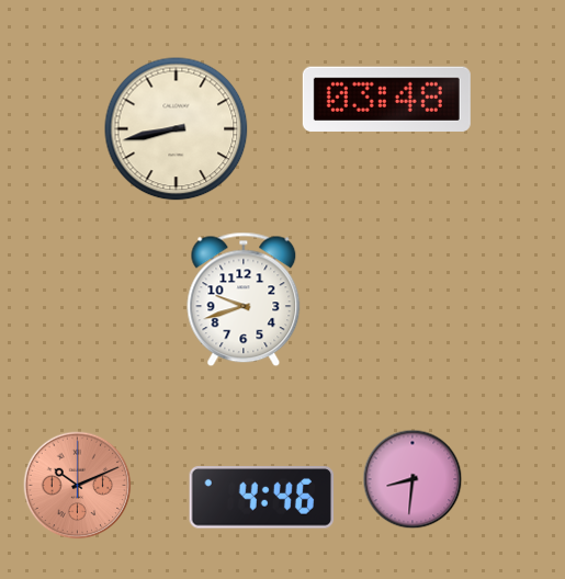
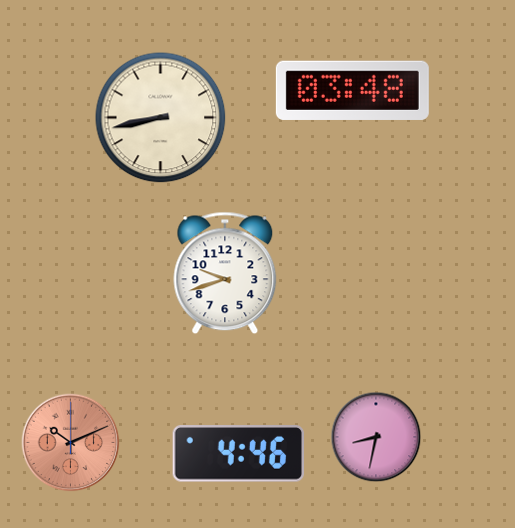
clock at (244, 299) position: (244, 299) -> (225, 273)
clock at (413, 479): 8:31 -> 8:32
